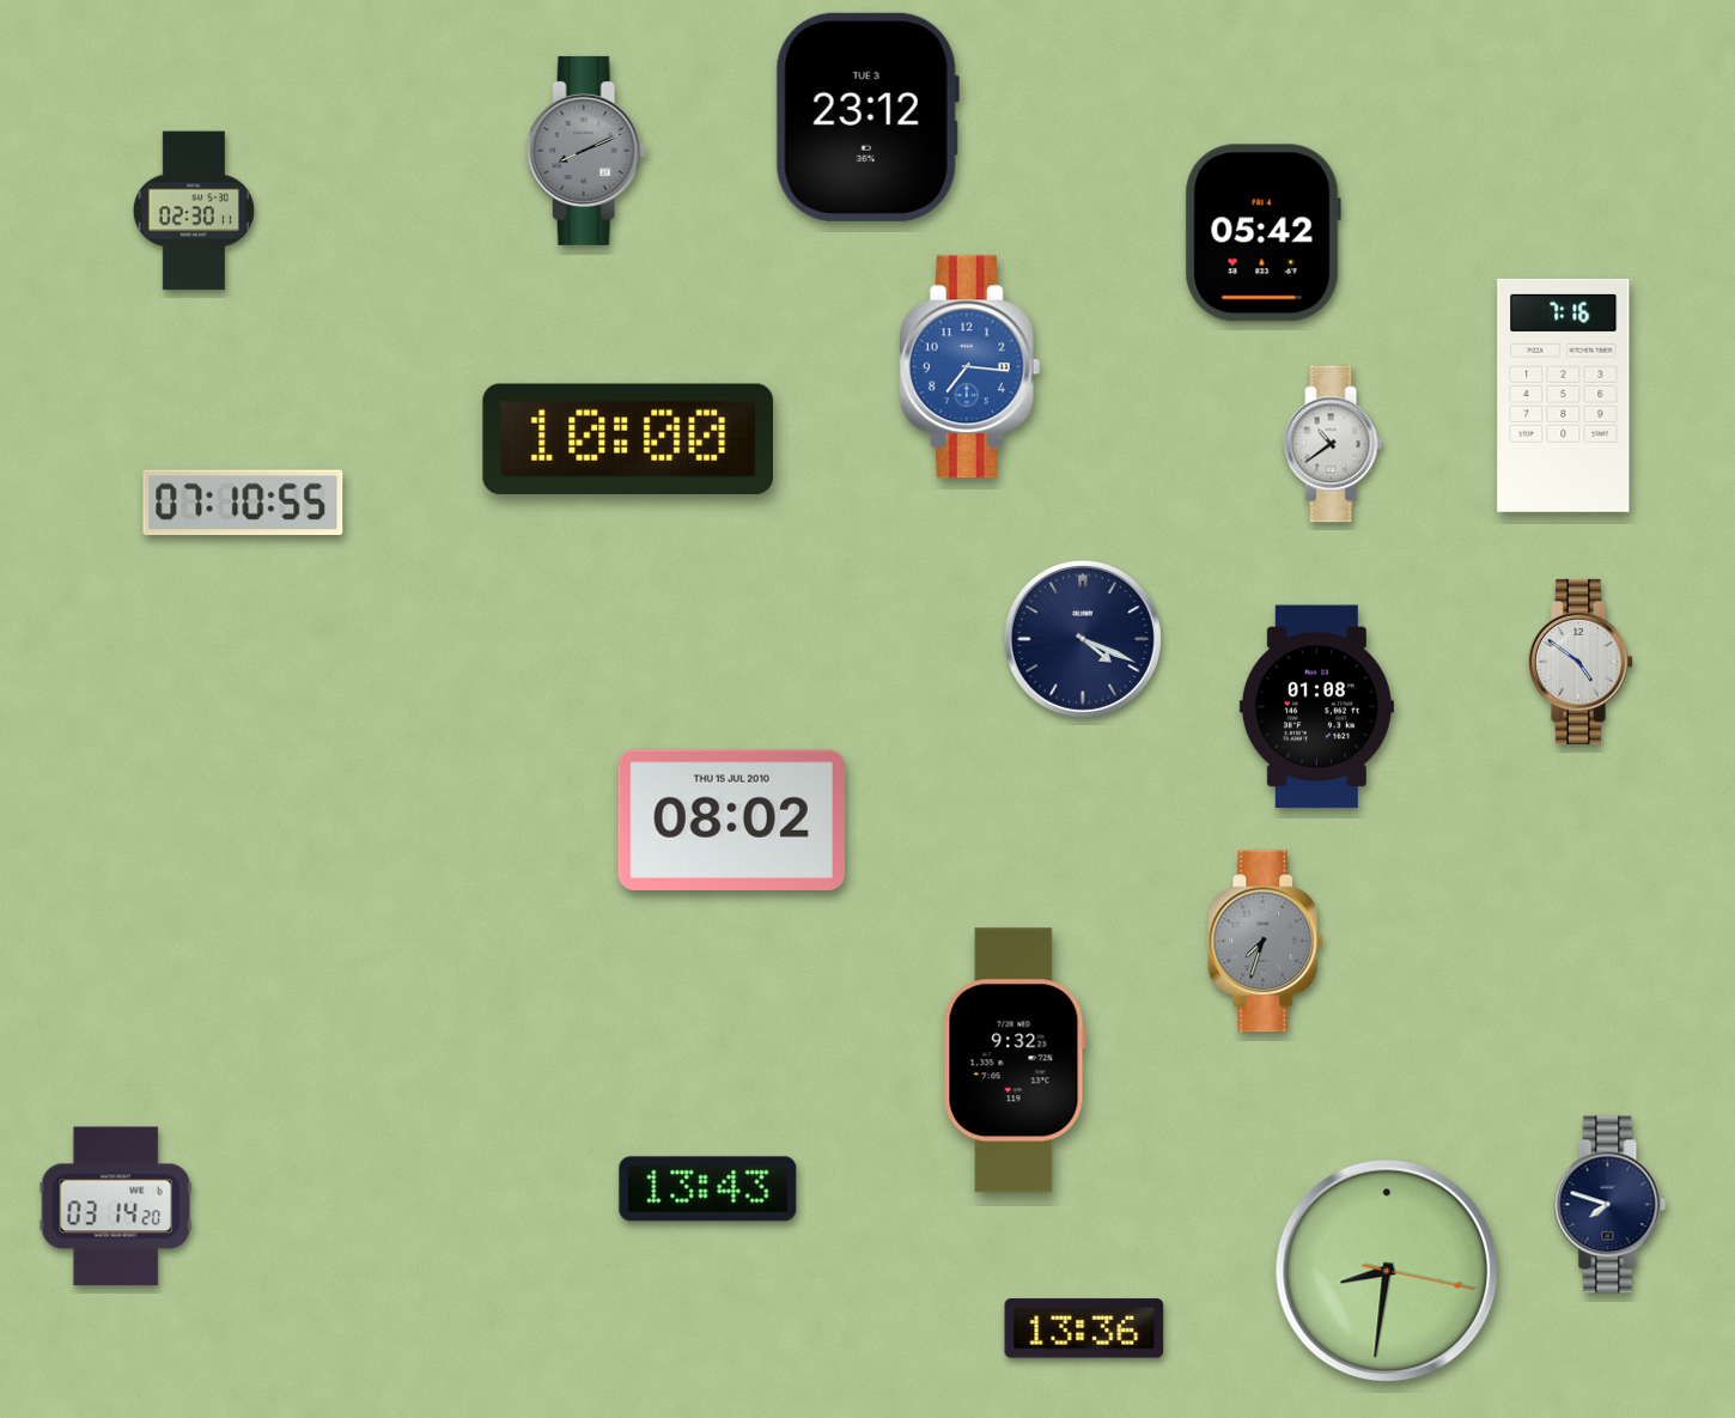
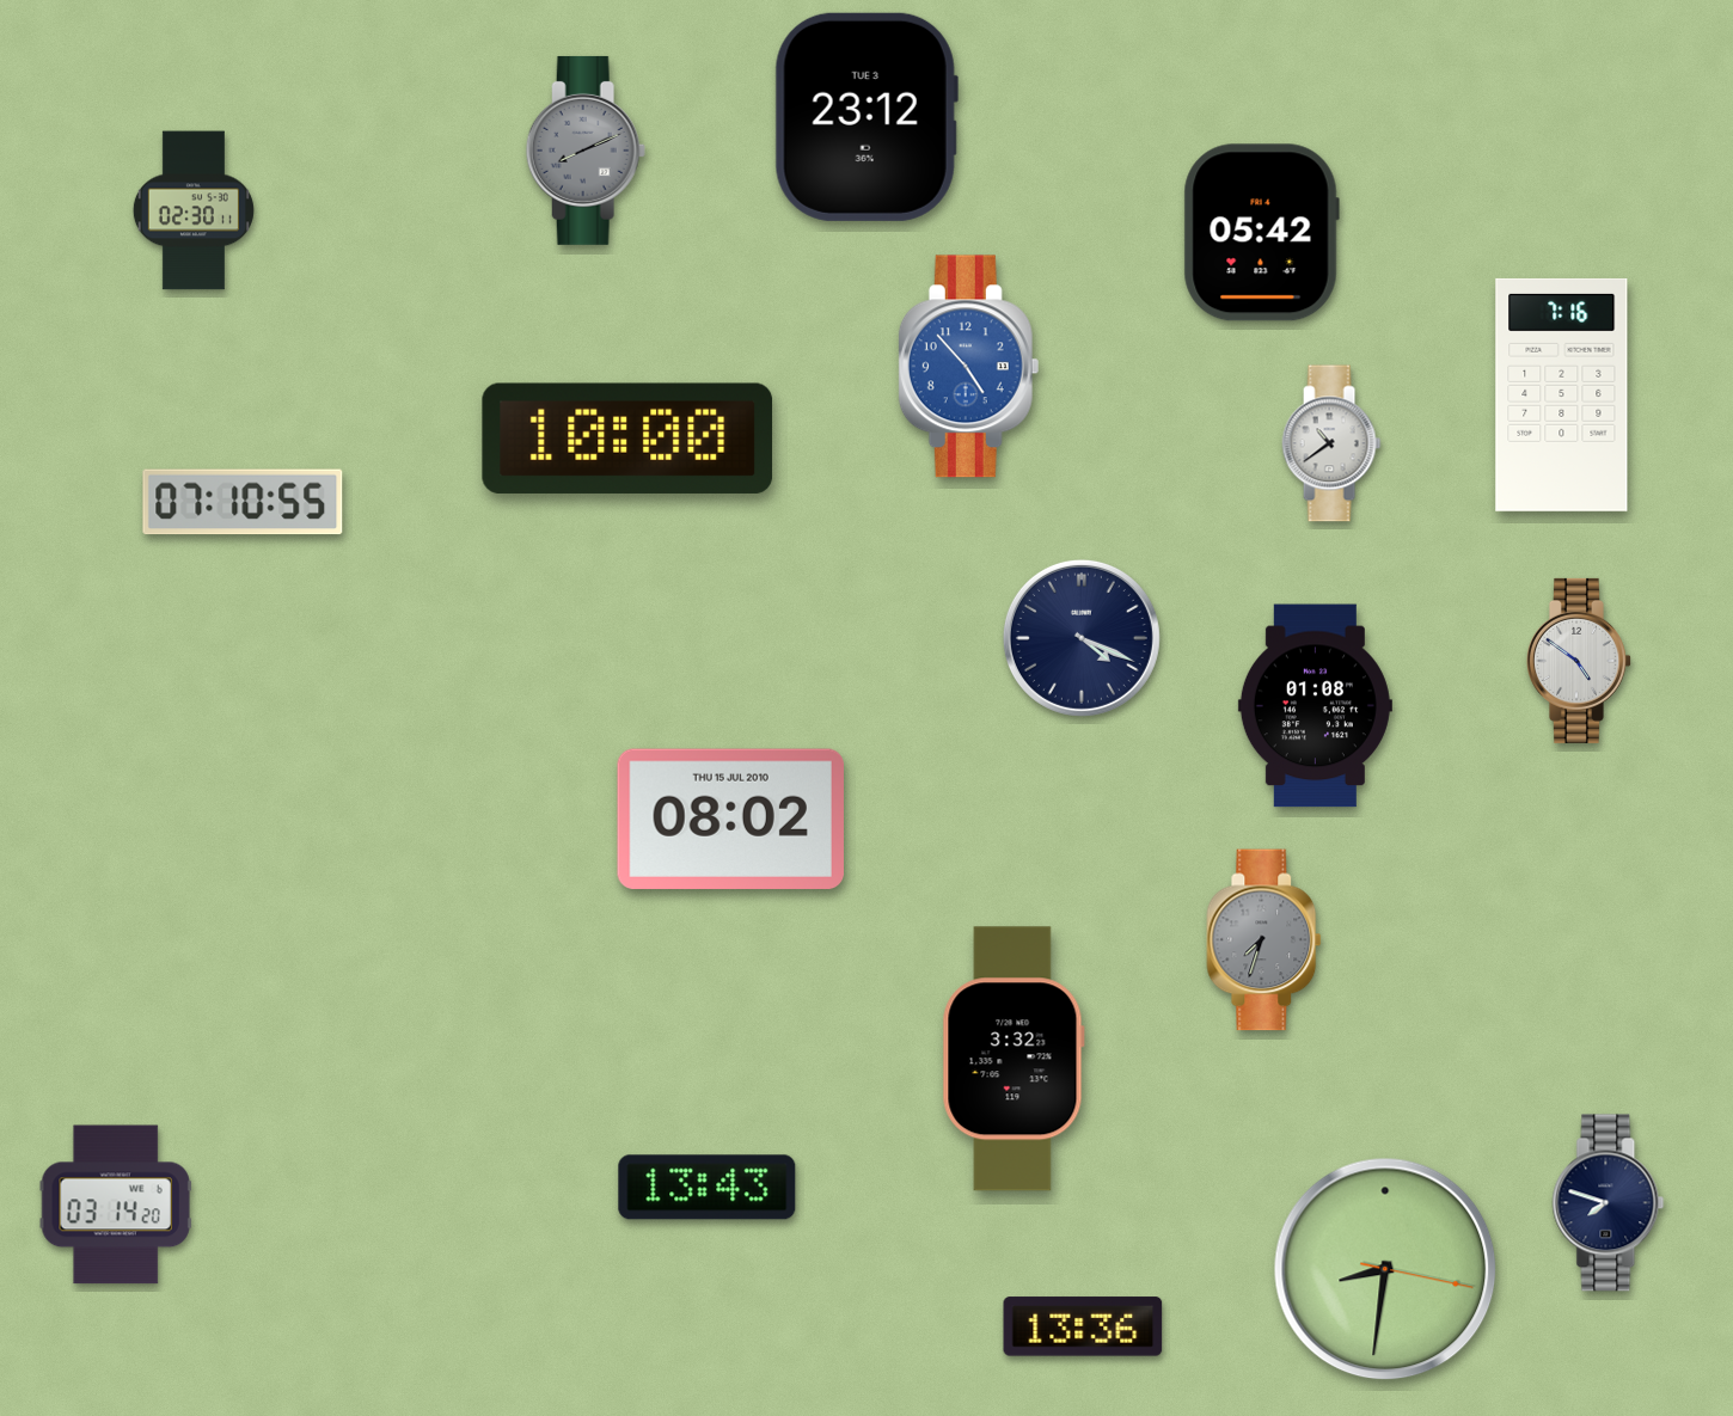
clock at (970, 367): 7:16 -> 4:53
clock at (1015, 1060): 9:32 -> 3:32
